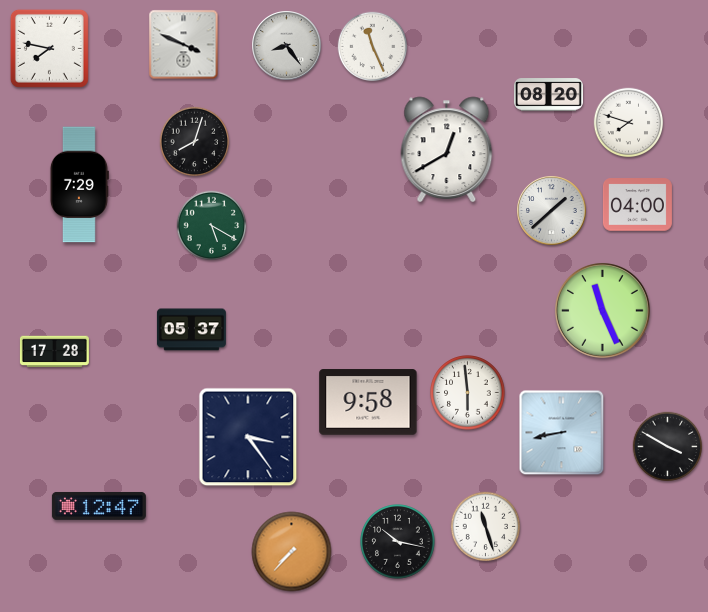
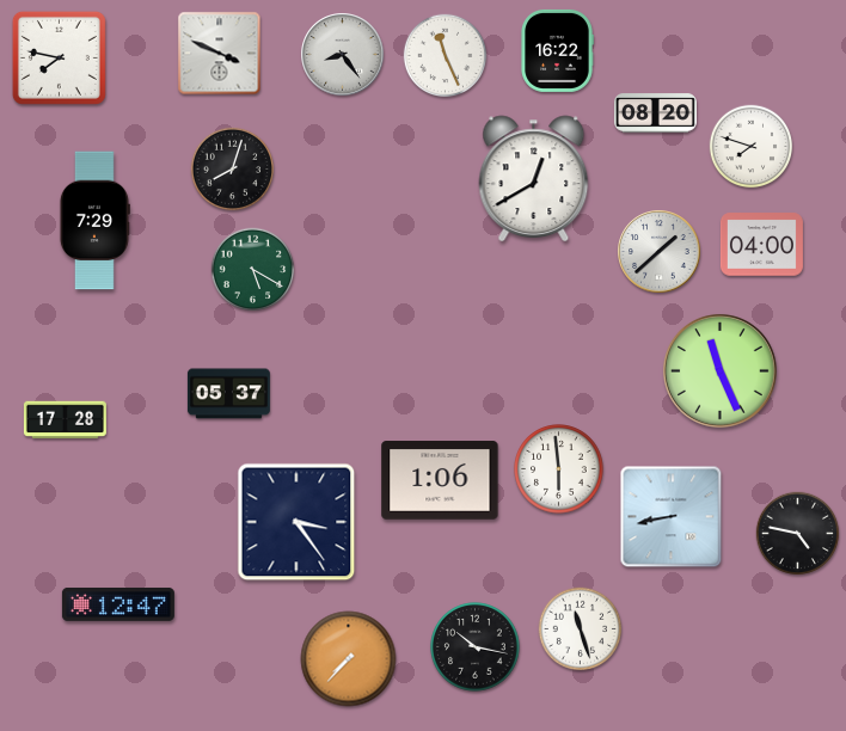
clock at (557, 50): none -> 16:22
clock at (368, 402): 9:58 -> 1:06
clock at (668, 447): 3:50 -> 4:47
